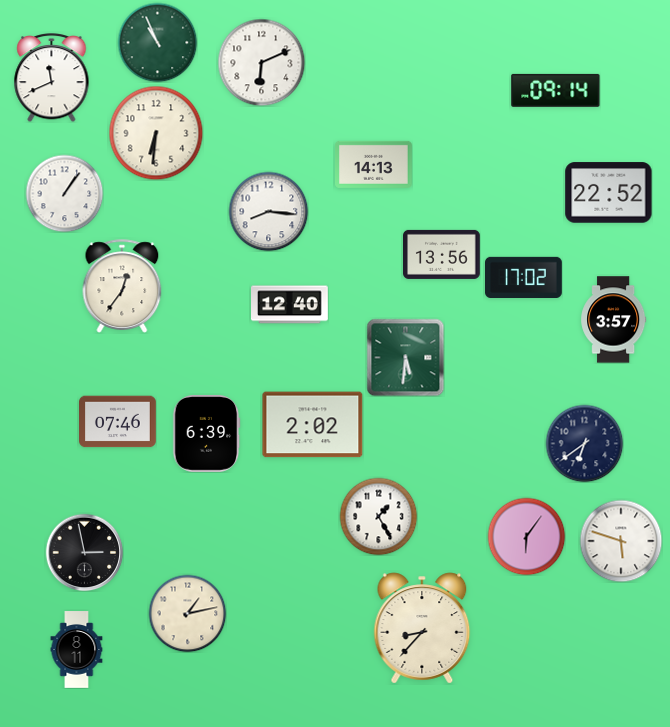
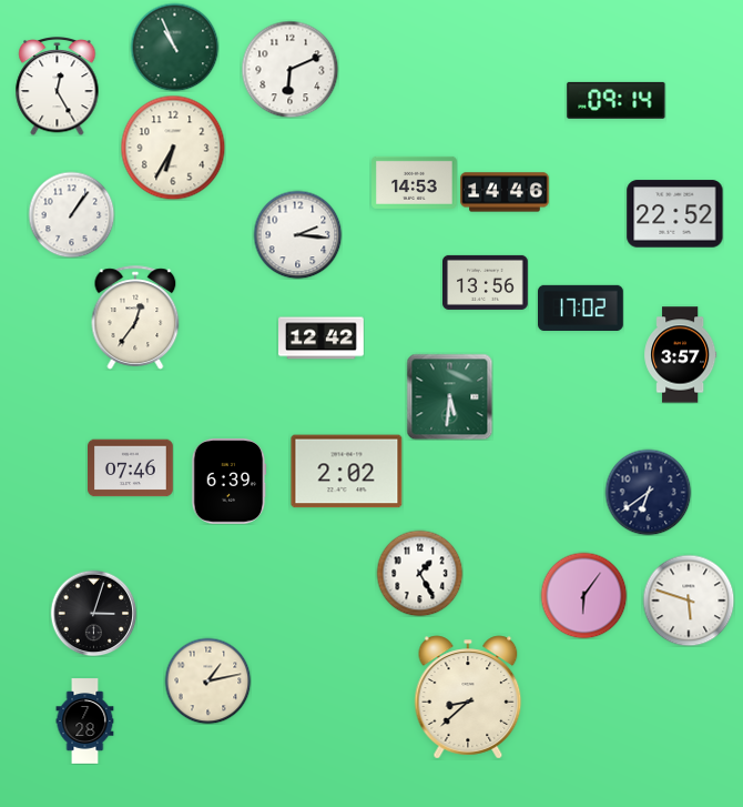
clock at (52, 78): 11:41 -> 12:25
clock at (156, 133): 6:31 -> 6:35
clock at (374, 164): 14:13 -> 14:53
clock at (505, 192): none -> 14:46
clock at (268, 211): 8:16 -> 2:16
clock at (442, 254) position: (442, 254) -> (486, 282)
clock at (290, 305): 12:40 -> 12:42
clock at (84, 552): 2:58 -> 3:03
clock at (422, 628): 8:37 -> 8:38
clock at (77, 650): 8:11 -> 7:28
